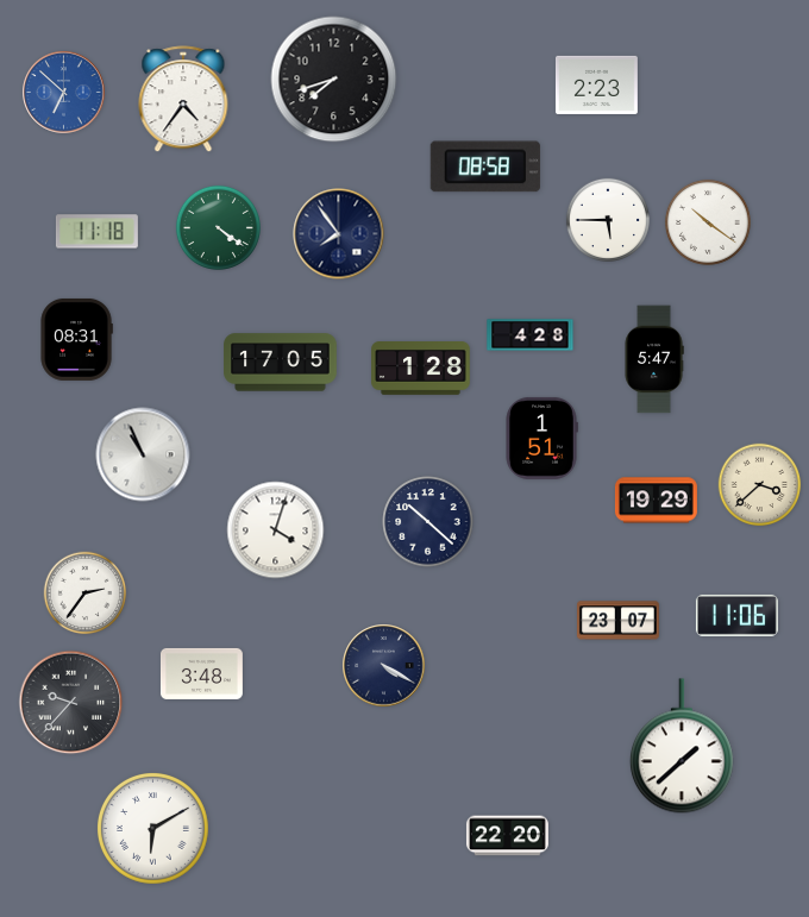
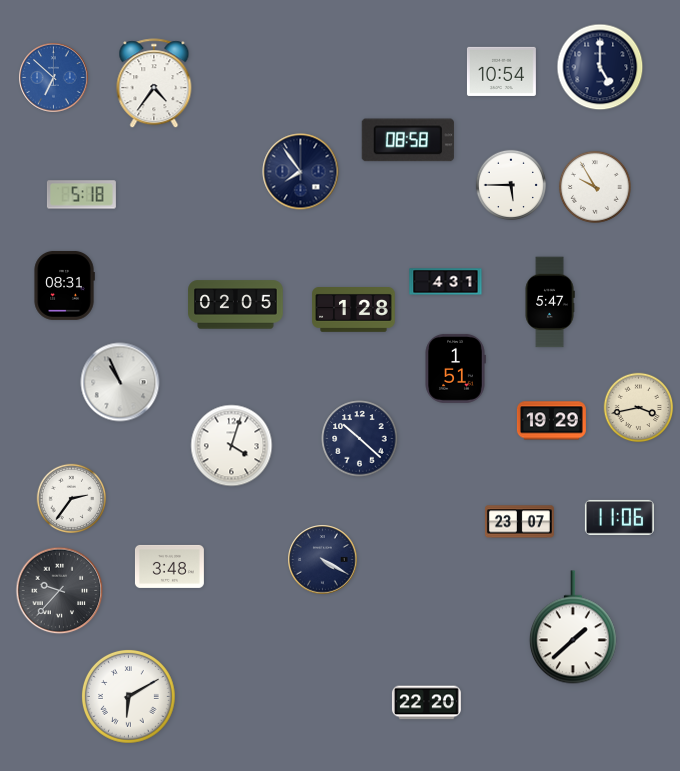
clock at (334, 80): 7:42 -> none
clock at (600, 67): none -> 5:00
clock at (596, 84): 2:23 -> 10:54
clock at (708, 222): 10:21 -> 9:55
clock at (218, 227): 4:21 -> none
clock at (96, 232): 11:18 -> 5:18
clock at (339, 234) position: (339, 234) -> (301, 172)
clock at (531, 335): 4:28 -> 4:31
clock at (281, 363): 17:05 -> 02:05
clock at (760, 485): 3:38 -> 3:43
